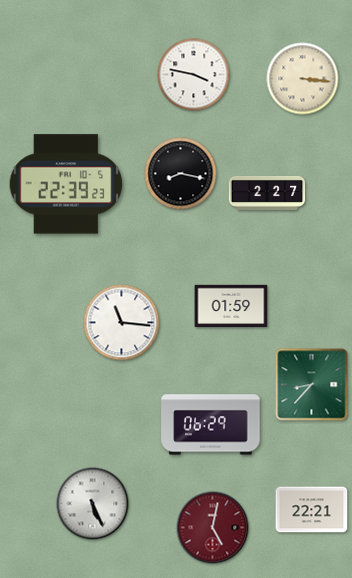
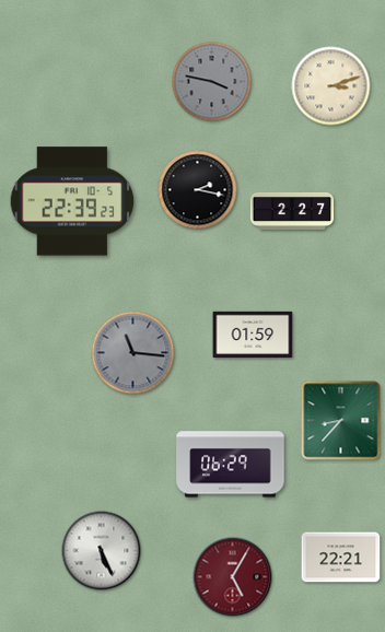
clock at (194, 75) dial: white -> grey
clock at (303, 79): 3:16 -> 3:12
clock at (181, 174): 8:17 -> 2:17
clock at (122, 323) dial: white -> grey
clock at (213, 528): 5:02 -> 5:05
